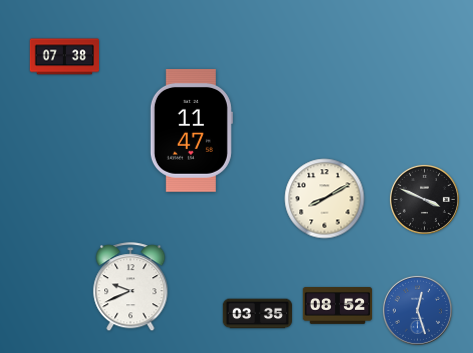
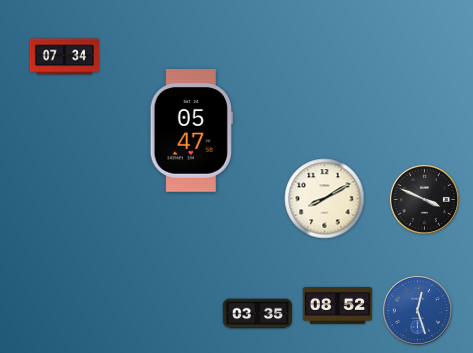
clock at (64, 57): 07:38 -> 07:34
clock at (191, 131): 11:47 -> 05:47
clock at (131, 287): 9:41 -> none
